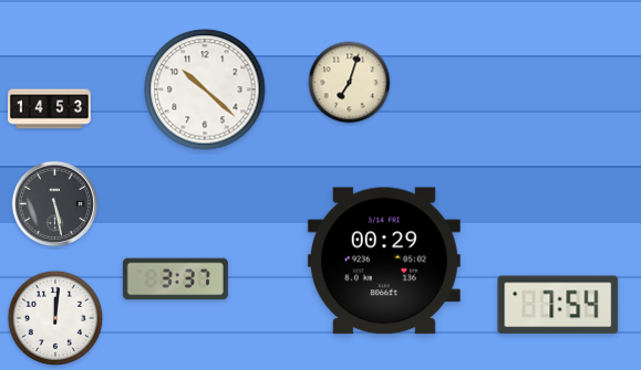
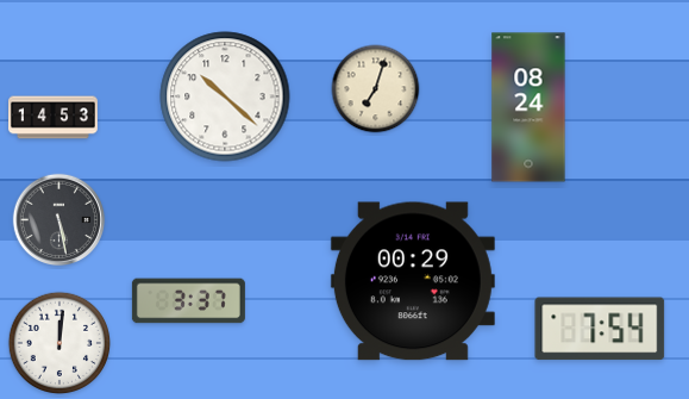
clock at (205, 89) position: (205, 89) -> (225, 96)
clock at (528, 107): none -> 08:24
